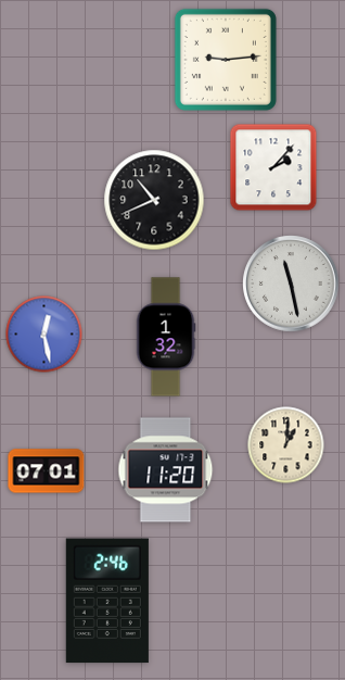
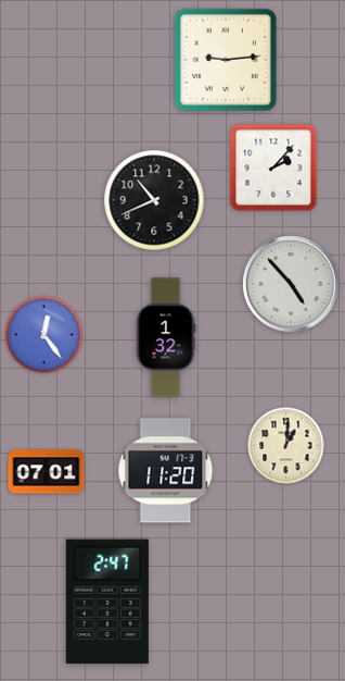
clock at (291, 284): 11:28 -> 4:53
clock at (44, 335): 12:28 -> 12:24
clock at (107, 601): 2:46 -> 2:47
